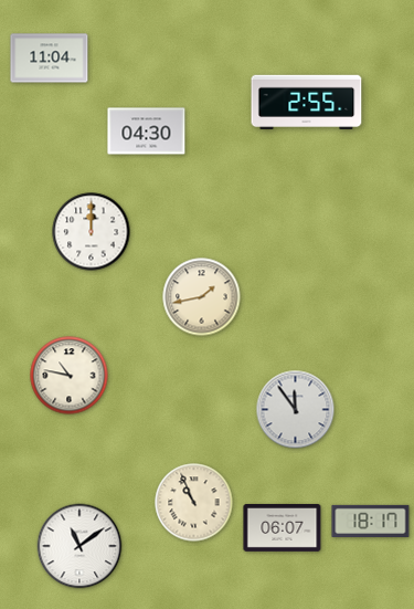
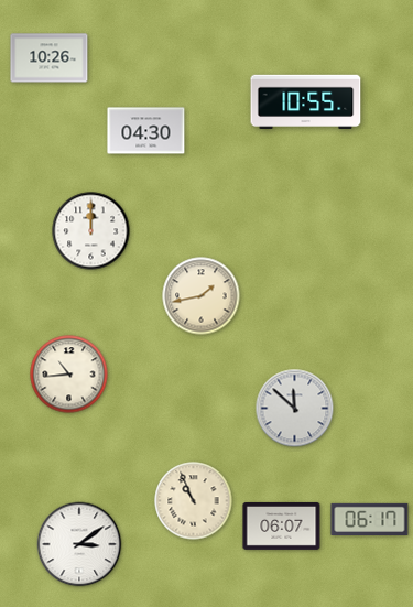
clock at (50, 59): 11:04 -> 10:26
clock at (307, 103): 2:55 -> 10:55
clock at (70, 376): 10:47 -> 10:44
clock at (296, 410): 11:54 -> 11:52
clock at (371, 521): 18:17 -> 06:17
clock at (79, 546): 11:09 -> 3:09
